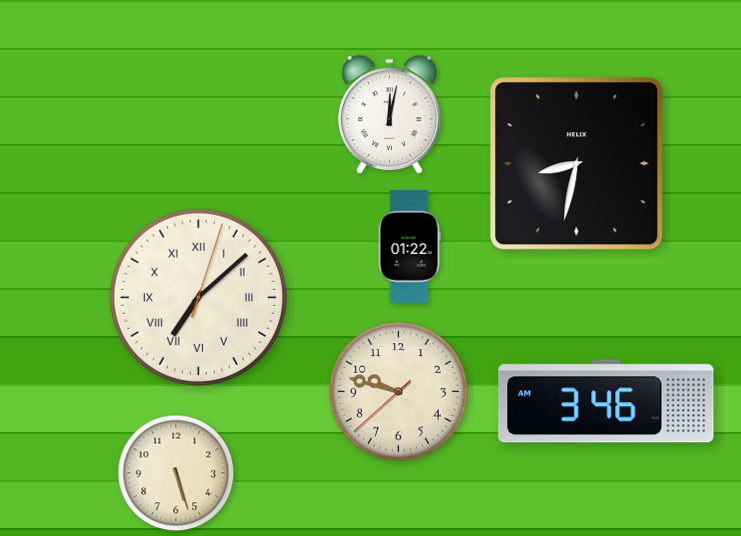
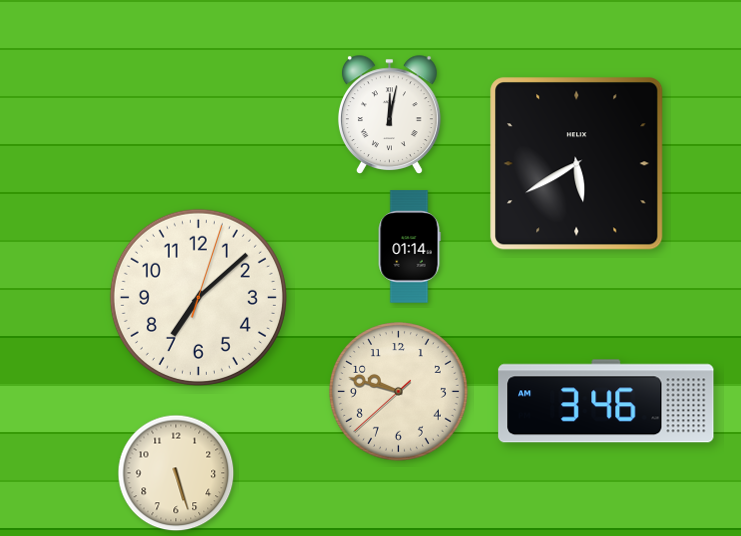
clock at (577, 164): 8:32 -> 5:40
clock at (409, 247): 01:22 -> 01:14
clock at (198, 297) numerals: Roman -> Arabic
